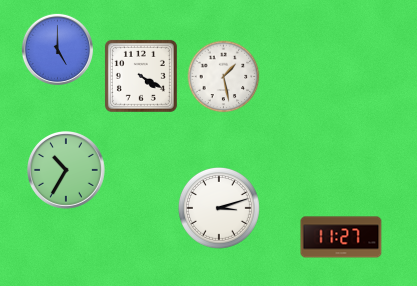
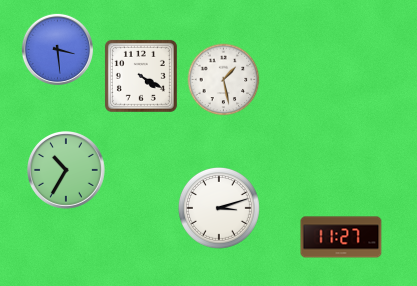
clock at (57, 49): 5:00 -> 3:29
clock at (224, 77) position: (224, 77) -> (224, 80)
